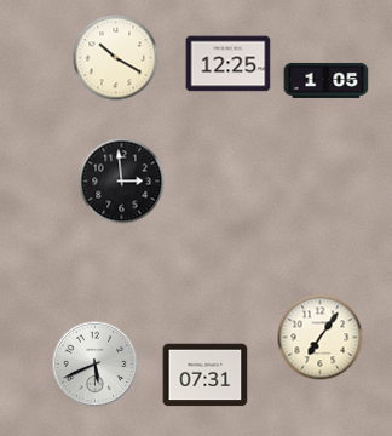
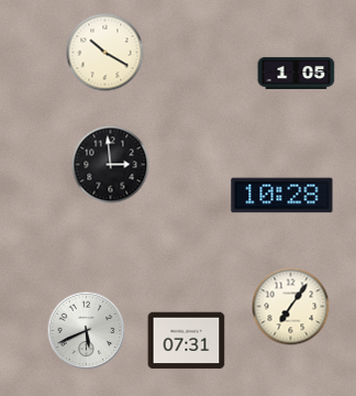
clock at (229, 64): 12:25 -> none
clock at (282, 196): none -> 10:28
